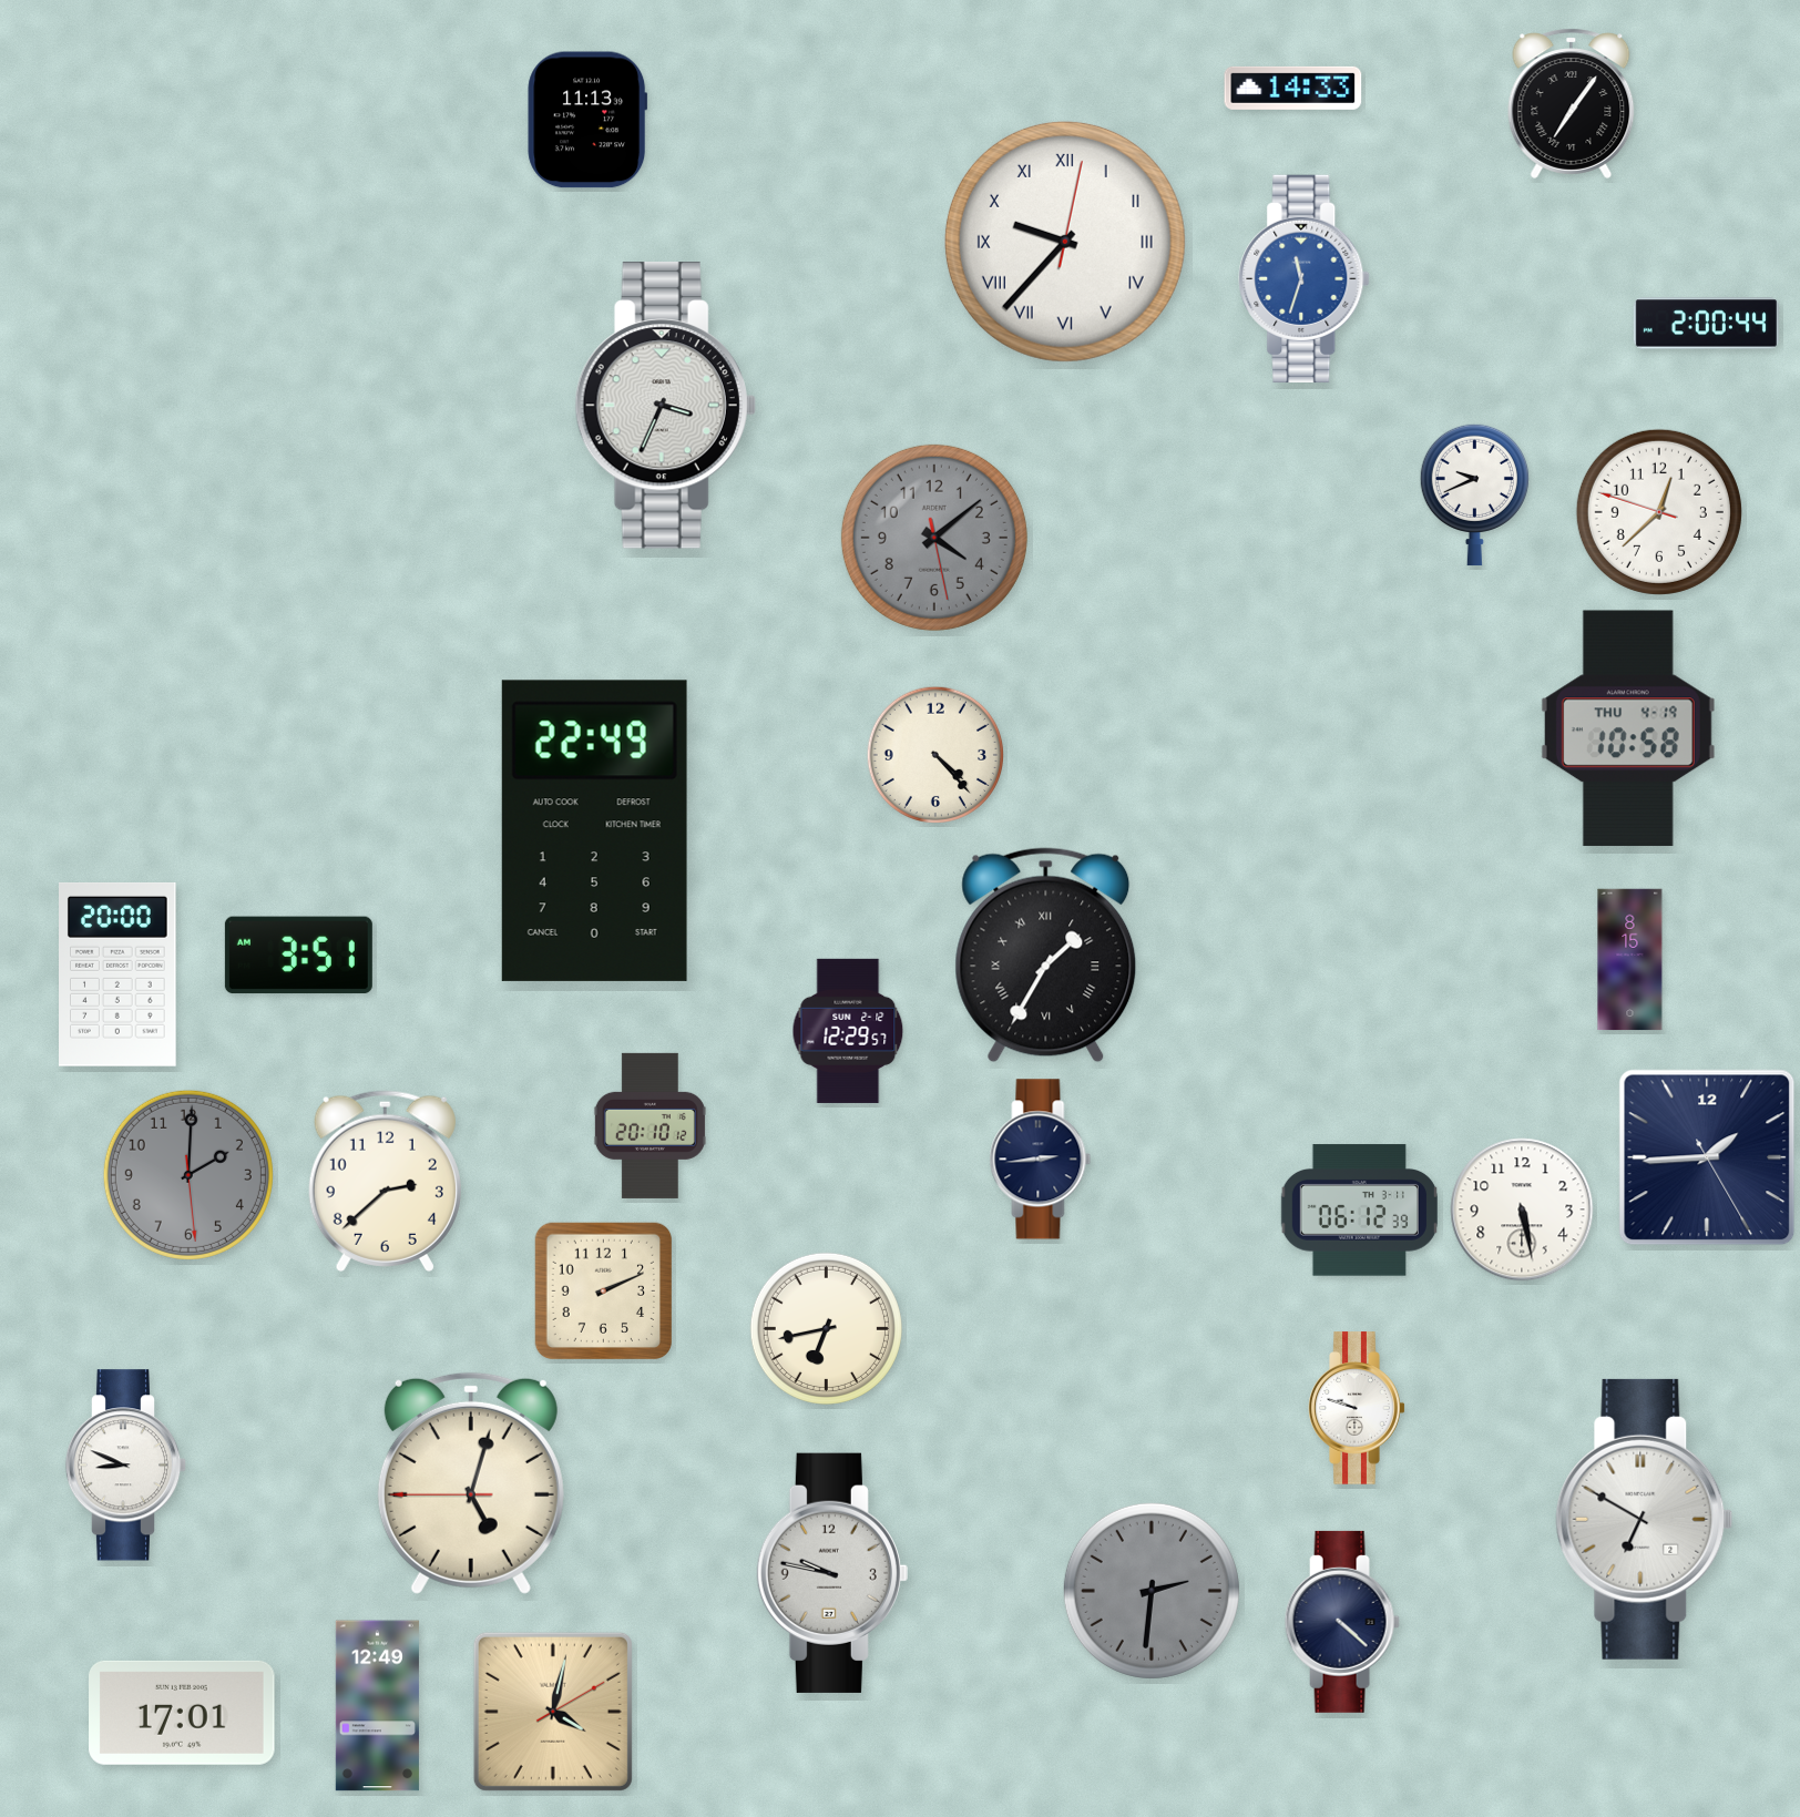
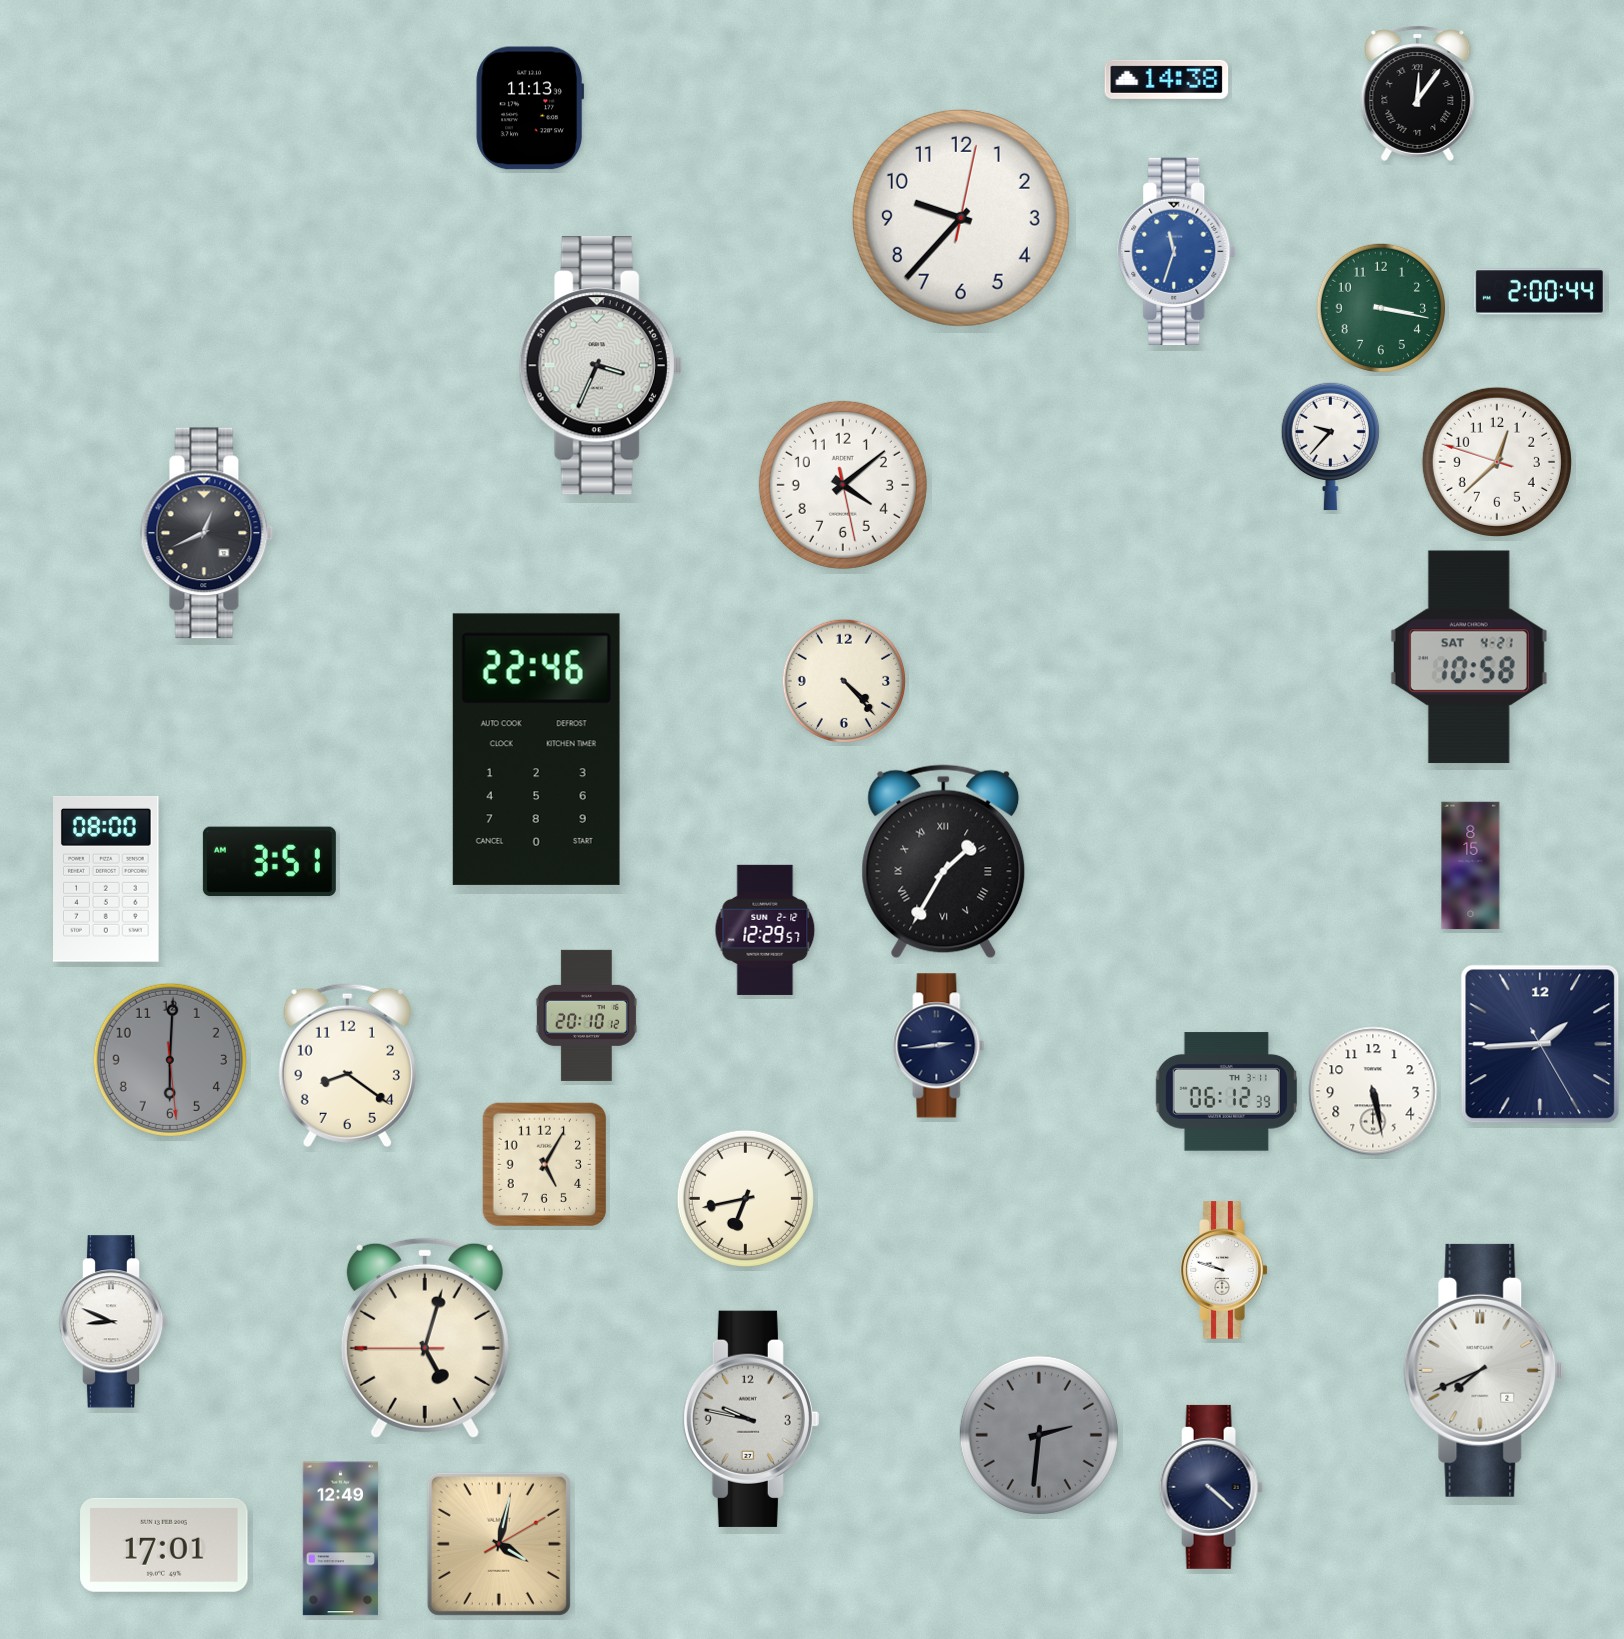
clock at (1293, 88): 14:33 -> 14:38
clock at (1572, 103): 7:06 -> 12:06
clock at (1065, 242) numerals: Roman -> Arabic
clock at (1381, 308): none -> 3:17
clock at (1474, 494): 9:41 -> 9:37
clock at (934, 538) dial: grey -> white
clock at (207, 533): none -> 12:41
clock at (1628, 728) date: THU 4-19 -> SAT 4-21
clock at (594, 830): 22:49 -> 22:46
clock at (119, 974): 20:00 -> 08:00
clock at (188, 1175): 2:00 -> 6:00
clock at (385, 1181): 2:38 -> 8:21
clock at (603, 1290): 2:11 -> 5:05
clock at (1645, 1519): 6:50 -> 7:41
clock at (1342, 1622) position: (1342, 1622) -> (1211, 1487)
